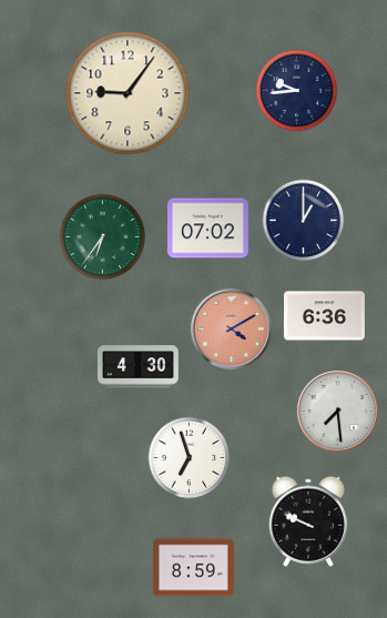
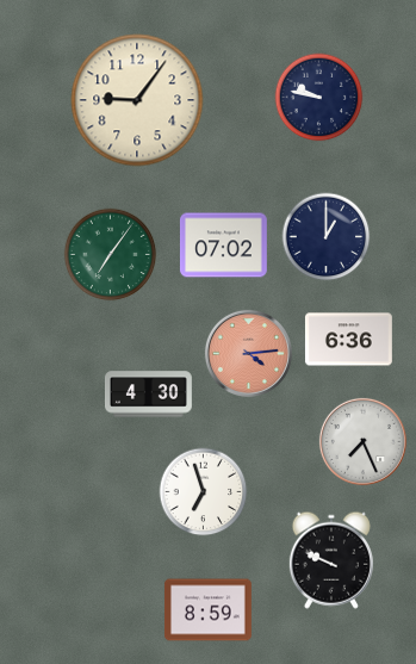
clock at (297, 91): 9:44 -> 9:47
clock at (103, 237): 6:36 -> 7:06
clock at (231, 328): 4:10 -> 4:14
clock at (337, 411): 7:29 -> 7:26
